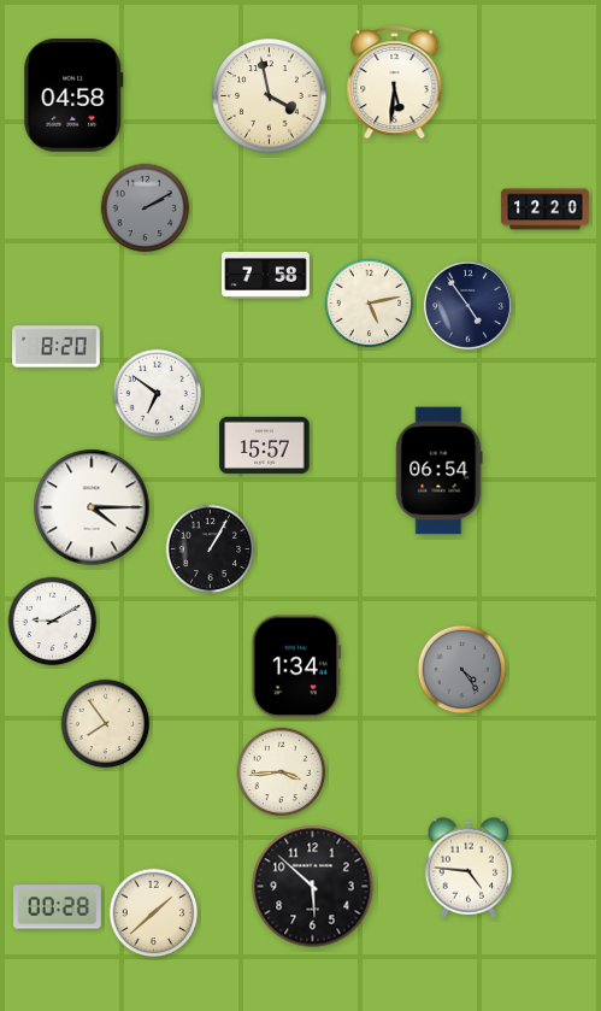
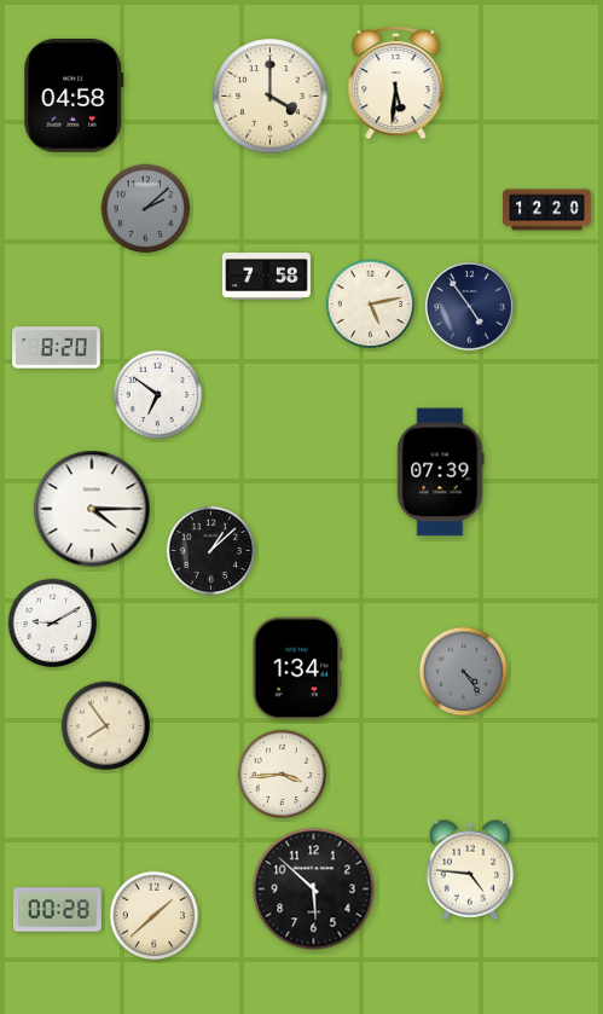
clock at (270, 96): 3:58 -> 4:00
clock at (146, 208): 2:10 -> 2:08
clock at (265, 445): 15:57 -> none
clock at (440, 471): 06:54 -> 07:39
clock at (211, 549): 1:05 -> 1:08
